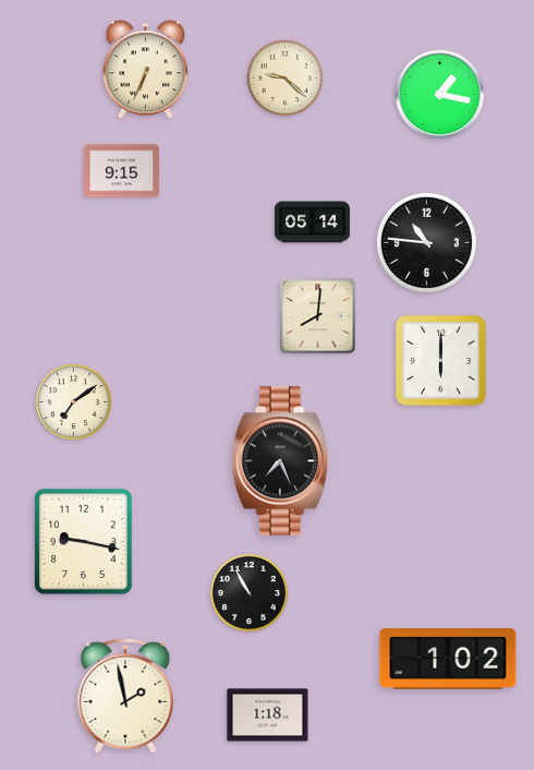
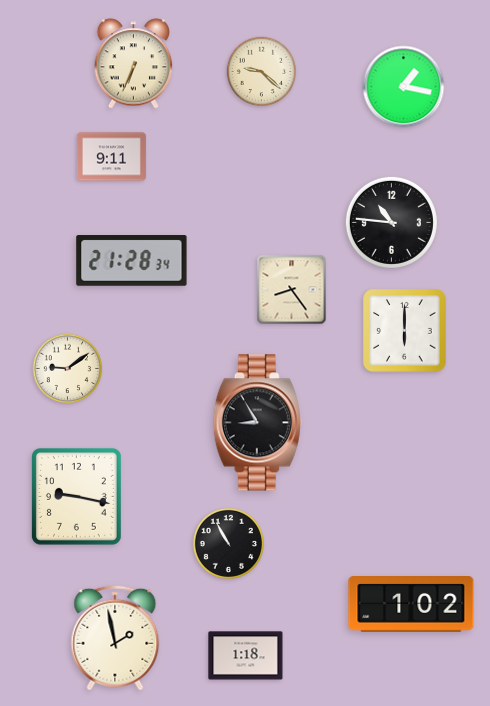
clock at (121, 171): 9:15 -> 9:11
clock at (312, 222): 05:14 -> none
clock at (132, 261): none -> 21:28
clock at (318, 316): 8:01 -> 8:24
clock at (74, 402): 7:09 -> 9:09
clock at (280, 461): 7:26 -> 8:55
